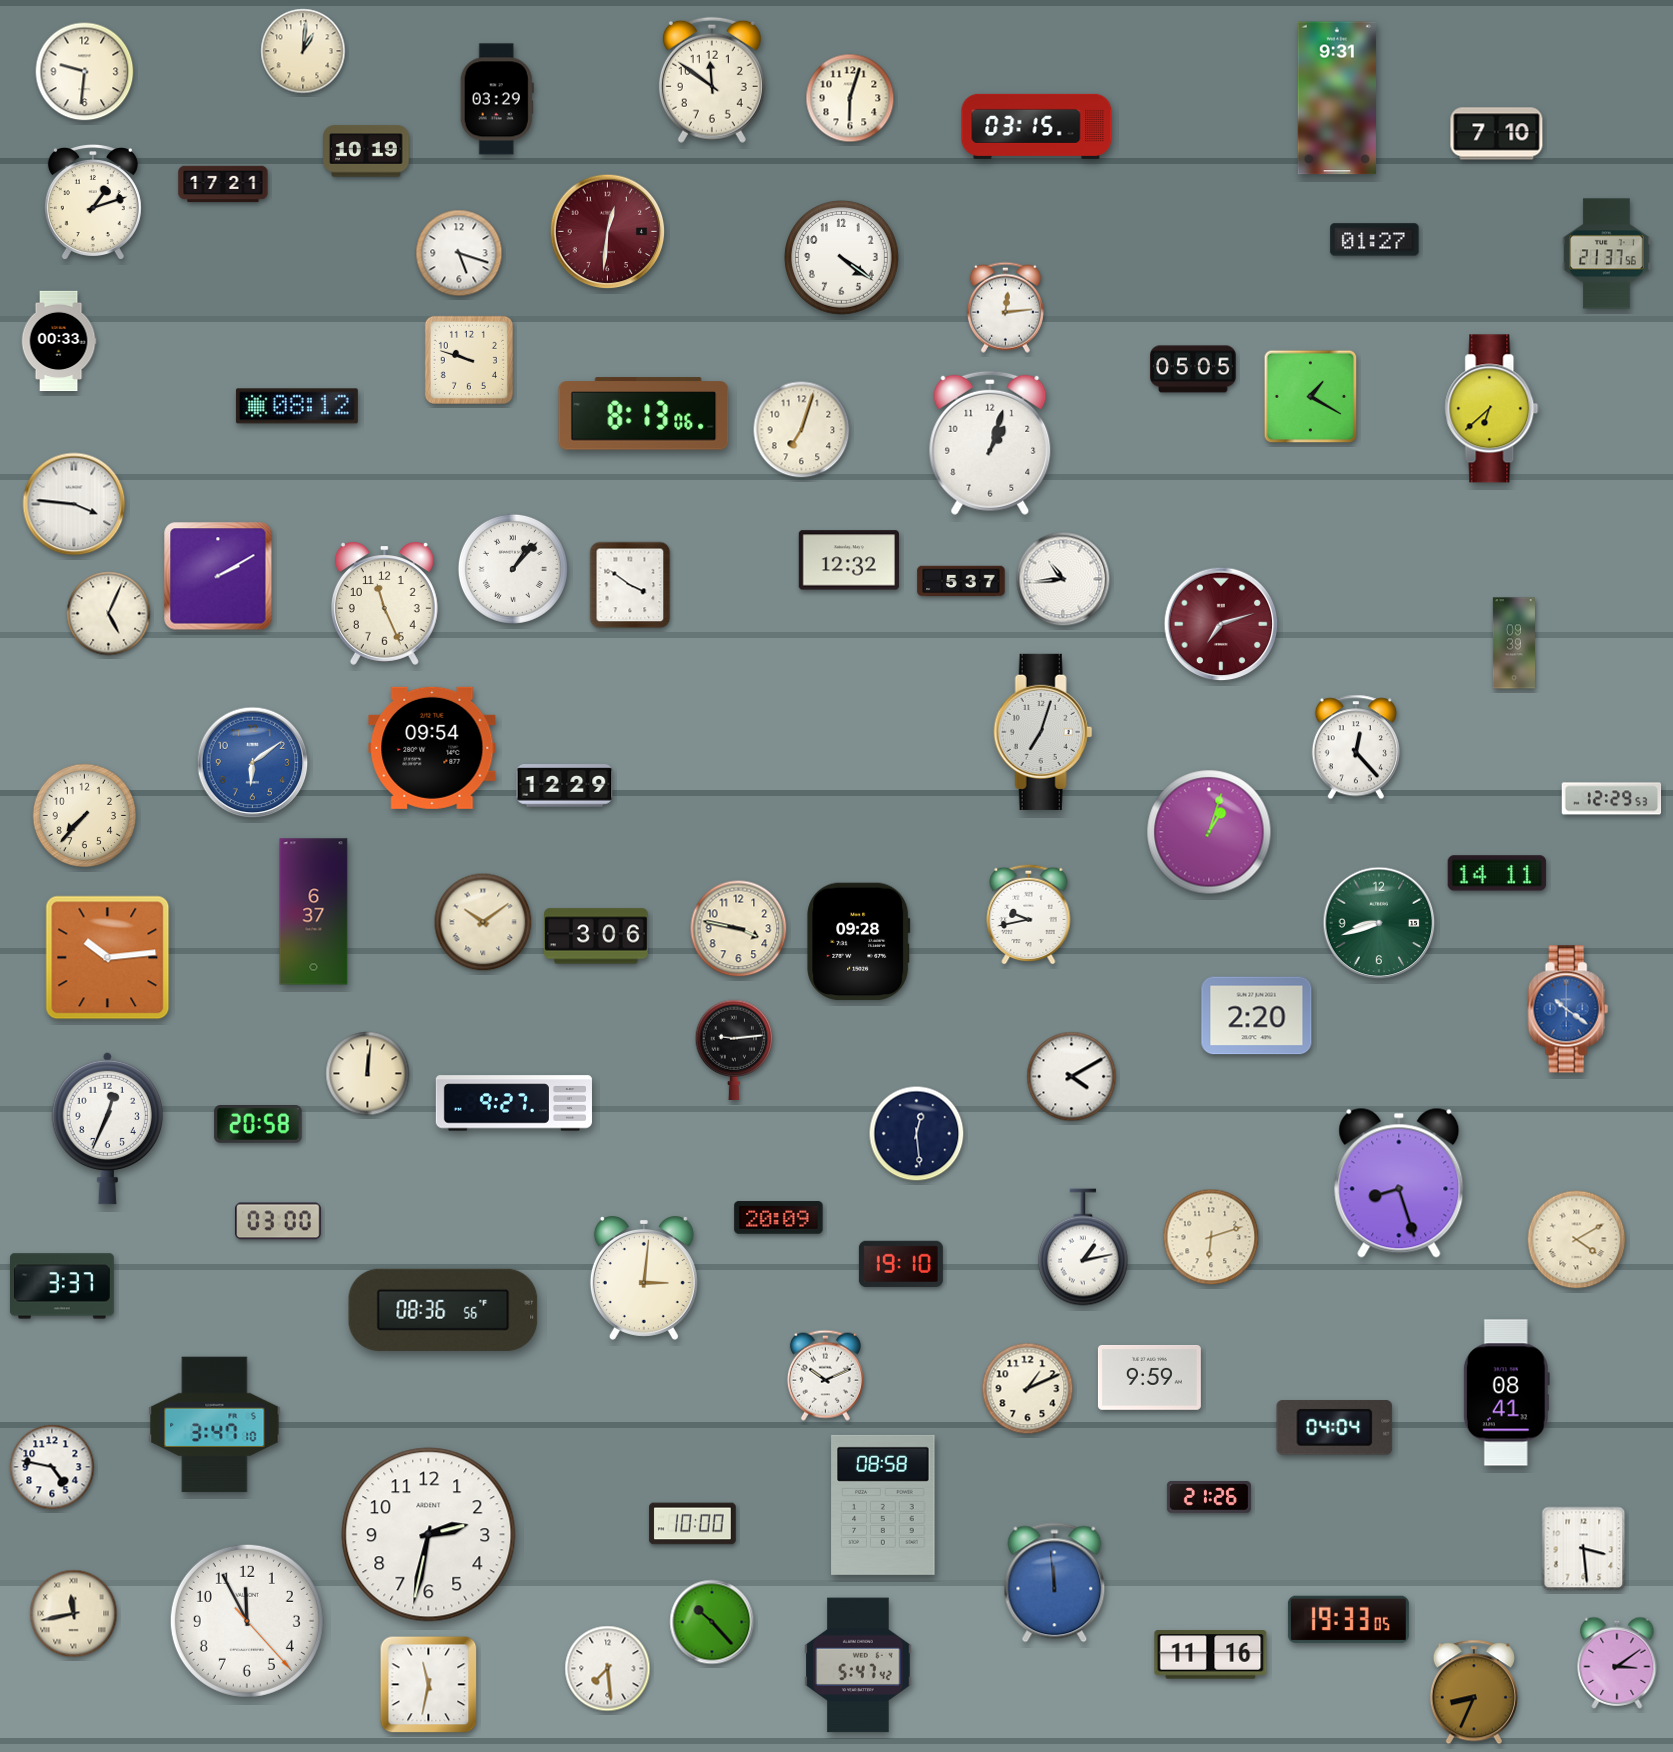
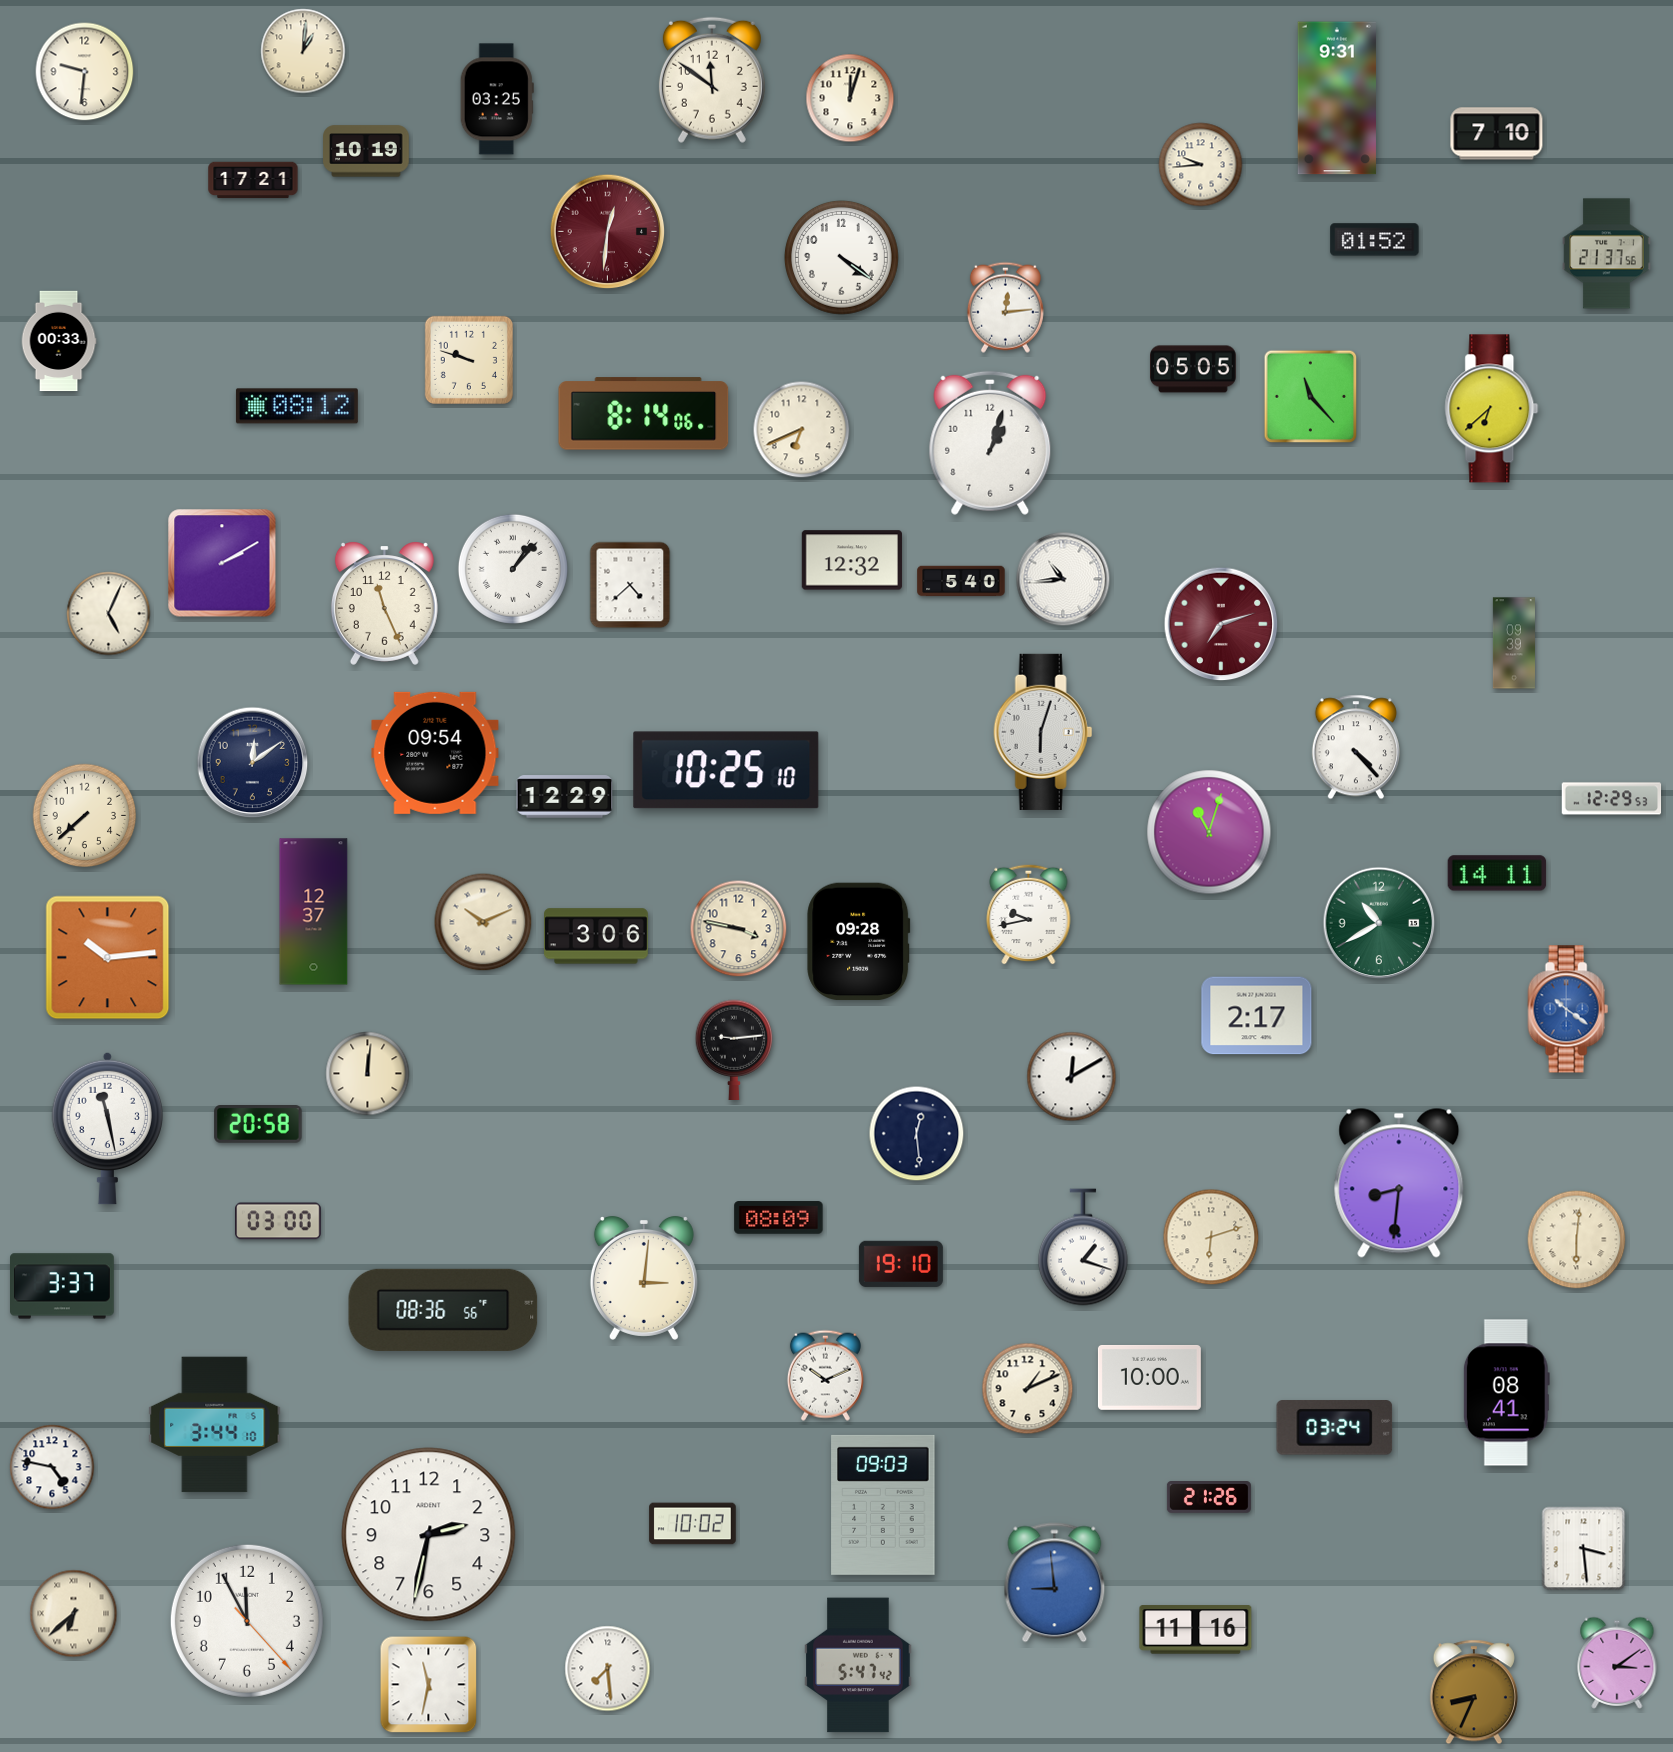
clock at (850, 98): 6:03 -> 12:03
clock at (497, 99): 03:29 -> 03:25
clock at (1037, 126): 03:15 -> none
clock at (1201, 165): none -> 9:44
clock at (223, 184) position: (223, 184) -> (253, 180)
clock at (93, 202): 1:12 -> none
clock at (1375, 240): 01:27 -> 01:52
clock at (459, 253): 5:18 -> none
clock at (1311, 397): 1:20 -> 11:23
clock at (644, 414): 8:13 -> 8:14
clock at (802, 430): 7:03 -> 6:41
clock at (74, 504): 3:46 -> none
clock at (849, 560) position: (849, 560) -> (852, 560)
clock at (218, 576) position: (218, 576) -> (222, 563)
clock at (961, 581): 5:37 -> 5:40
clock at (630, 585): 3:51 -> 4:38
clock at (1043, 732): 7:03 -> 6:03
clock at (1356, 747): 12:23 -> 4:23
clock at (432, 748) position: (432, 748) -> (435, 753)
clock at (253, 763): 6:09 -> 12:09
clock at (253, 763) dial: blue -> navy
clock at (726, 770): none -> 10:25
clock at (565, 786) position: (565, 786) -> (565, 797)
clock at (85, 816): 7:37 -> 7:38
clock at (1209, 832): 1:03 -> 11:03
clock at (314, 912): 6:37 -> 12:37
clock at (483, 922): 10:09 -> 10:11
clock at (1379, 923): 8:42 -> 10:40
clock at (1257, 1016): 2:20 -> 2:17
clock at (1072, 1077): 4:10 -> 12:10
clock at (514, 1103): 9:27 -> none
clock at (107, 1128): 12:34 -> 11:28
clock at (1399, 1183): 8:27 -> 8:31
clock at (779, 1218): 20:09 -> 08:09
clock at (1577, 1240): 4:10 -> 6:01
clock at (1084, 1247): 1:13 -> 1:18
clock at (1149, 1377): 9:59 -> 10:00
clock at (215, 1425): 3:47 -> 3:44
clock at (1335, 1428): 04:04 -> 03:24
clock at (883, 1505): 08:58 -> 09:03
clock at (693, 1524): 10:00 -> 10:02
clock at (1055, 1583): 11:59 -> 8:59
clock at (74, 1614): 11:43 -> 6:38
clock at (1348, 1620): 19:33 -> none
clock at (712, 1622): 10:23 -> none
clock at (1211, 1655) position: (1211, 1655) -> (1196, 1630)
